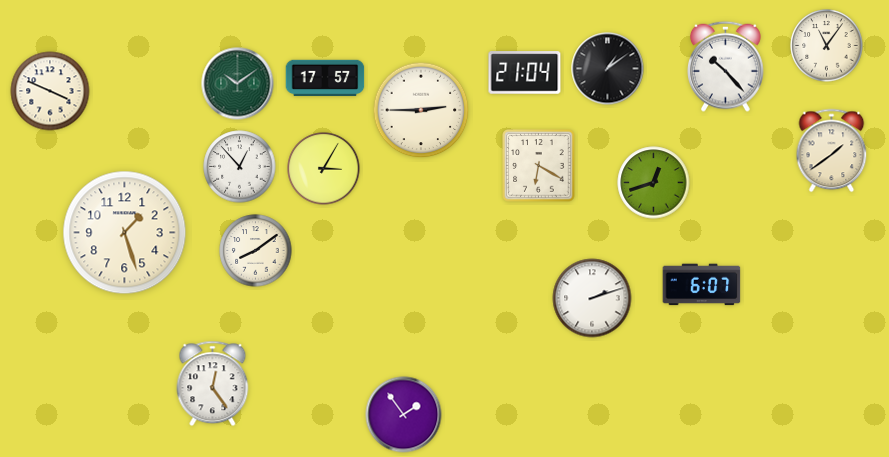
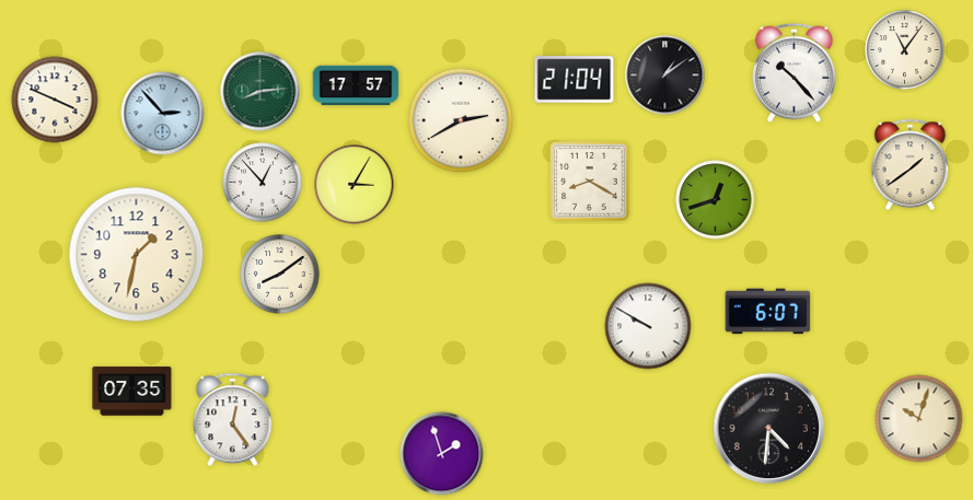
clock at (238, 84): 10:09 -> 8:14
clock at (163, 114): none -> 2:53
clock at (421, 110): 2:45 -> 2:40
clock at (539, 166): 6:20 -> 8:20
clock at (125, 233): 1:27 -> 1:32
clock at (592, 298): 2:12 -> 9:50
clock at (132, 392): none -> 07:35
clock at (919, 419): none -> 10:03
clock at (769, 429): none -> 4:31
clock at (404, 415): 1:54 -> 1:57
